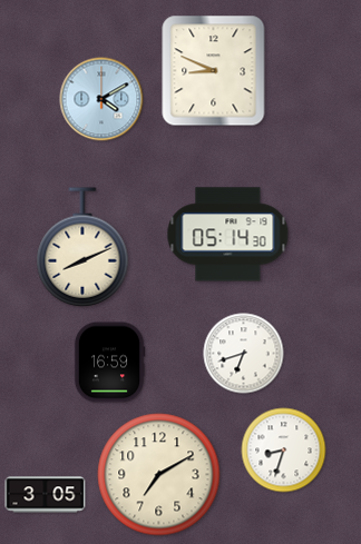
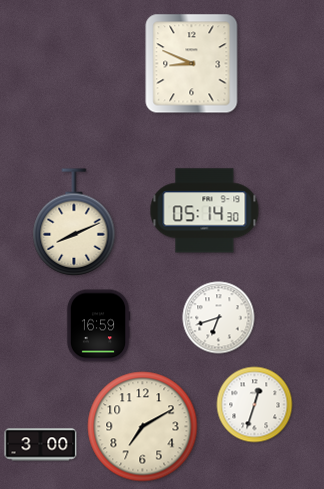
clock at (101, 99): 4:10 -> none
clock at (284, 451): 8:33 -> 12:33
clock at (46, 495): 3:05 -> 3:00
